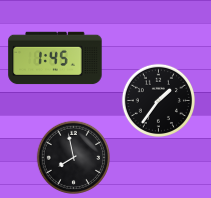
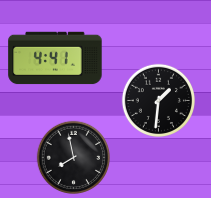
clock at (55, 58): 1:45 -> 4:41
clock at (158, 100): 1:36 -> 1:31
